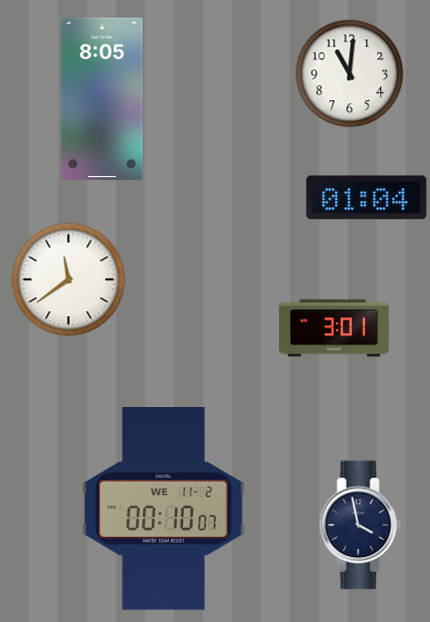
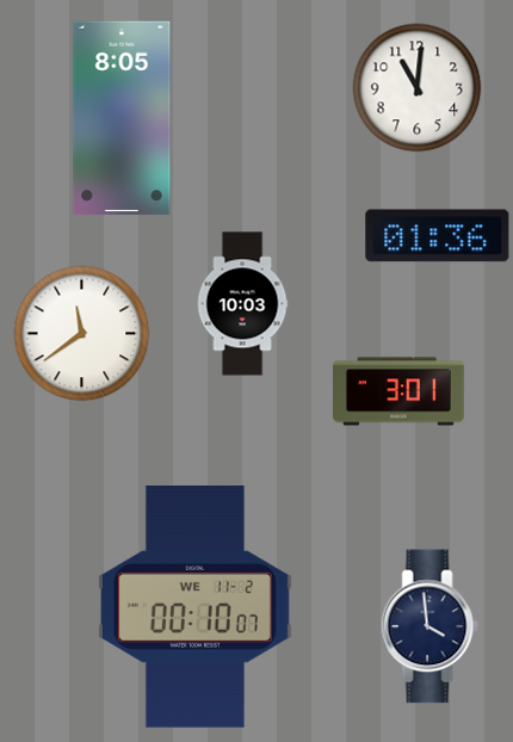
clock at (367, 198): 01:04 -> 01:36
clock at (242, 304): none -> 10:03
clock at (360, 525): 3:58 -> 3:59
